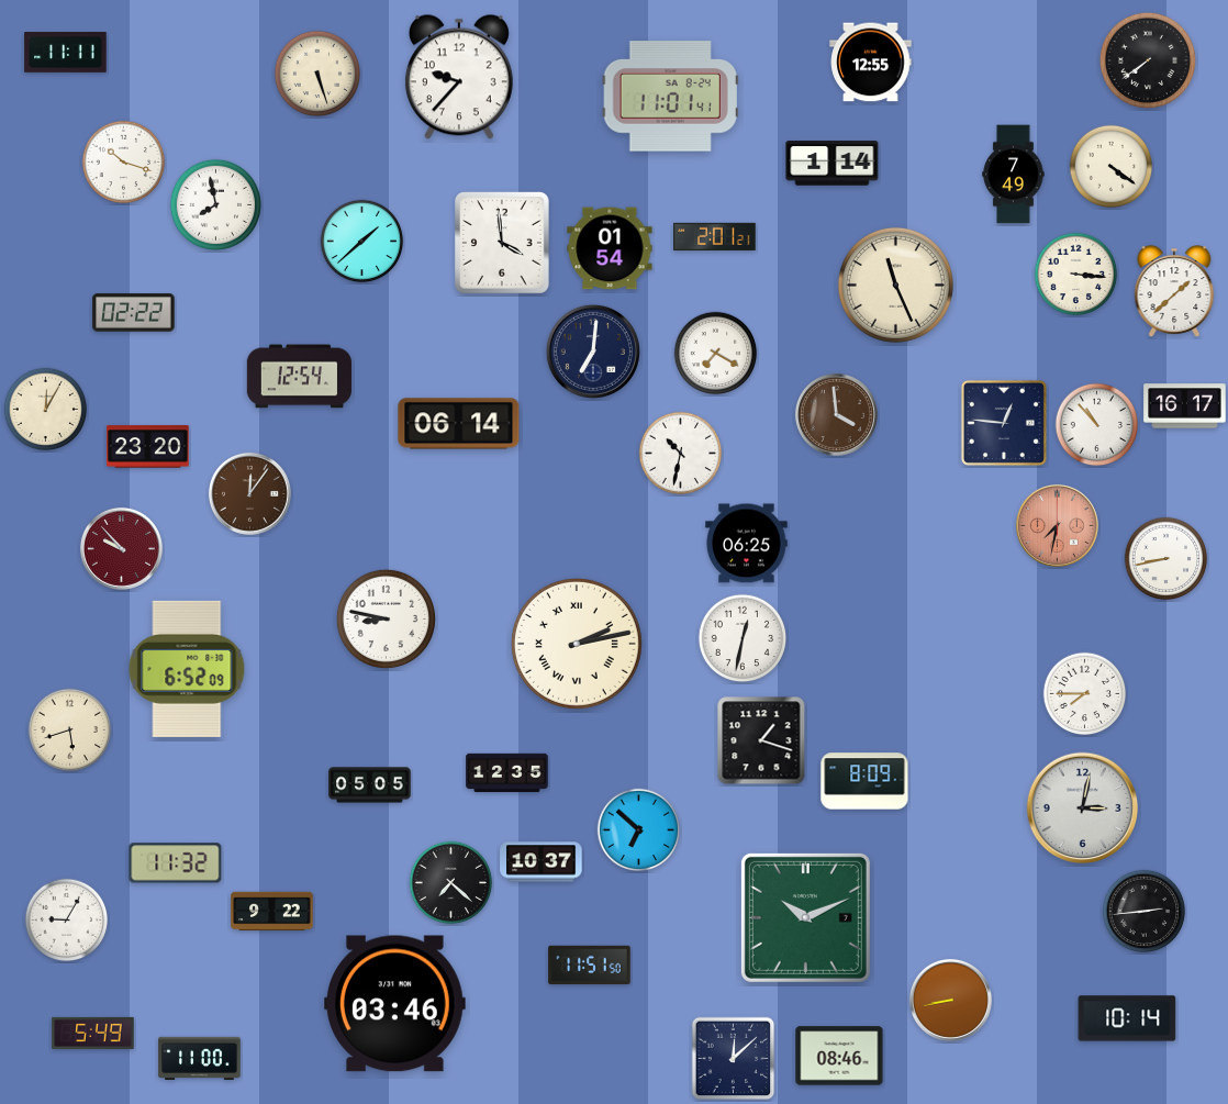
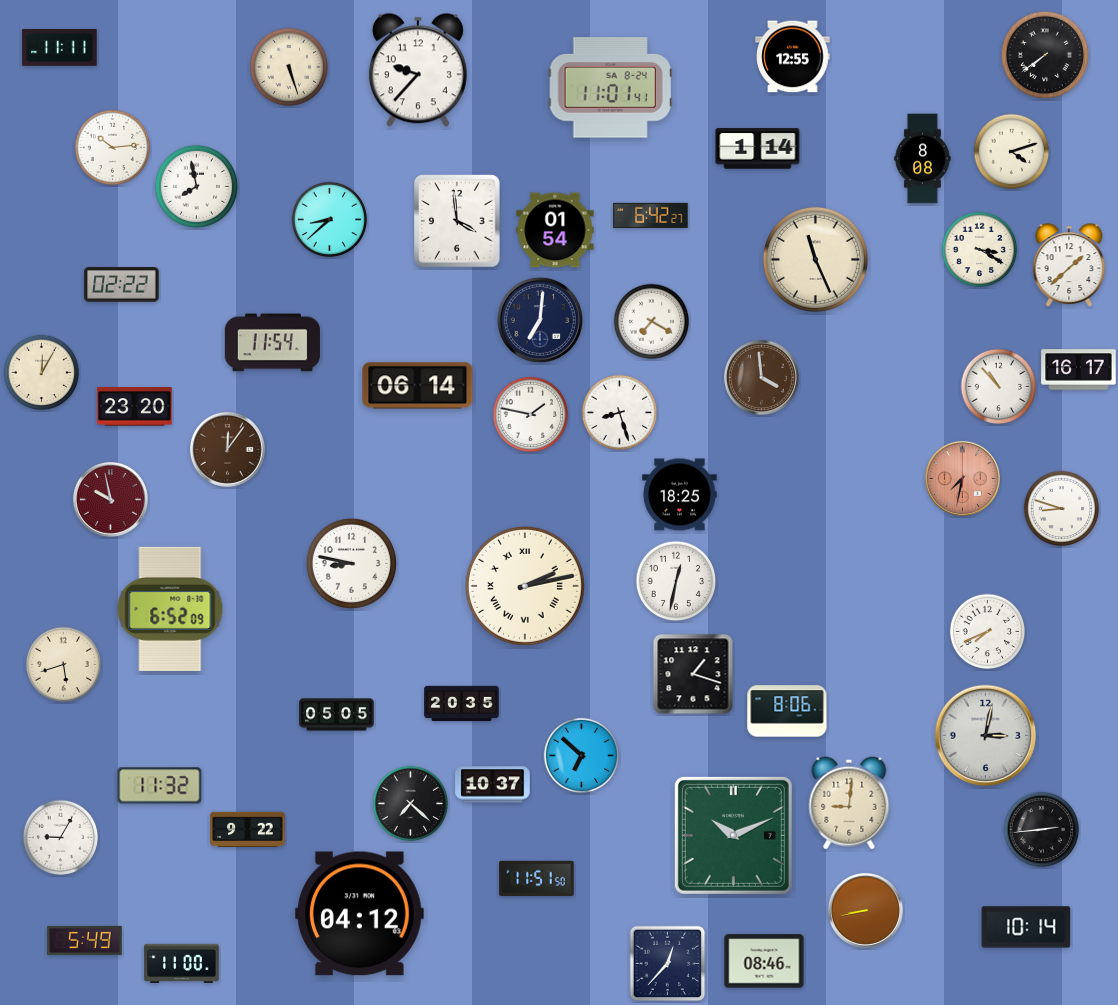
clock at (124, 163): 10:18 -> 10:14
clock at (1112, 167): 4:21 -> 4:12
clock at (1014, 175): 7:49 -> 8:08
clock at (715, 236): 2:01 -> 6:42
clock at (362, 242): 1:38 -> 8:38
clock at (610, 248) position: (610, 248) -> (555, 230)
clock at (1076, 275): 3:16 -> 3:20
clock at (299, 377): 12:54 -> 11:54
clock at (1004, 423): 12:46 -> none
clock at (681, 454): 10:32 -> 8:27
clock at (531, 415): none -> 1:47
clock at (747, 544): 06:25 -> 18:25
clock at (121, 548): 9:53 -> 9:58
clock at (1166, 559): 8:43 -> 8:48
clock at (1085, 694): 7:45 -> 7:41
clock at (507, 773): 12:35 -> 20:35
clock at (864, 781): 8:09 -> 8:06
clock at (849, 803): none -> 9:01
clock at (394, 1004): 03:46 -> 04:12
clock at (734, 1059): 12:08 -> 12:37
